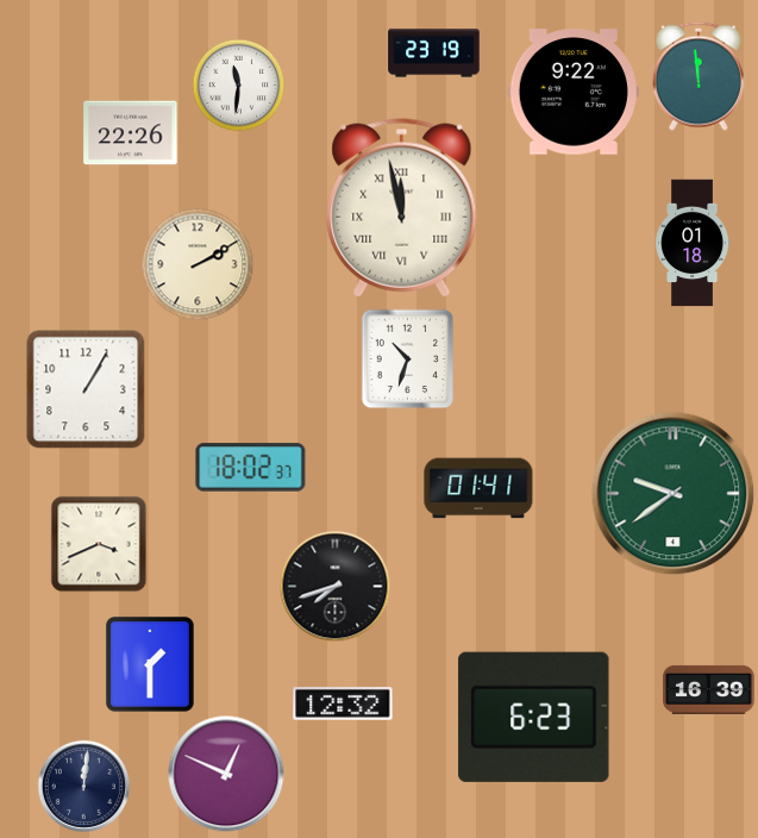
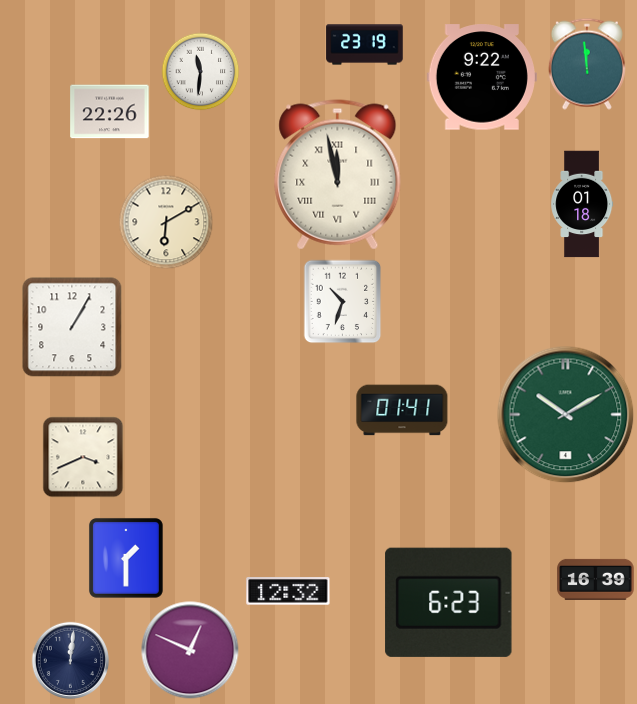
clock at (198, 264): 2:10 -> 6:10
clock at (251, 468): 18:02 -> none
clock at (674, 494): 9:39 -> 10:10
clock at (334, 586): 7:42 -> none
